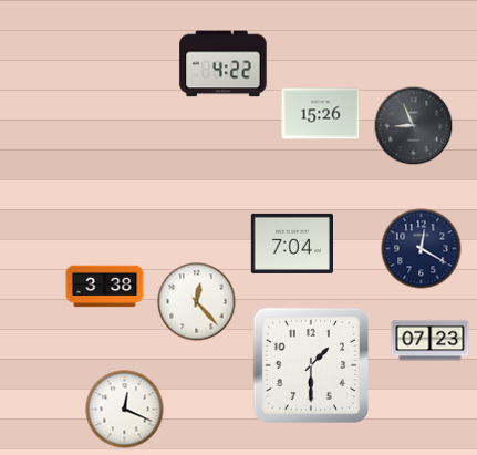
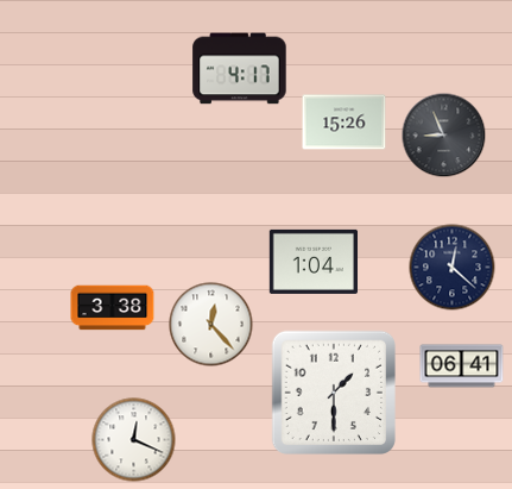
clock at (224, 64): 4:22 -> 4:17
clock at (291, 244): 7:04 -> 1:04
clock at (422, 249): 12:20 -> 12:22
clock at (431, 341): 07:23 -> 06:41
